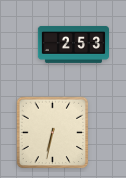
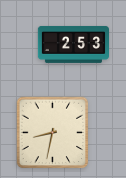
clock at (53, 133): 6:32 -> 8:32
